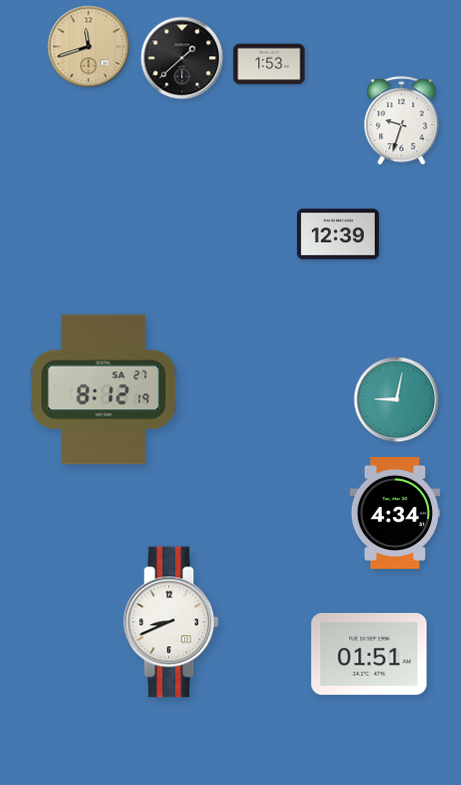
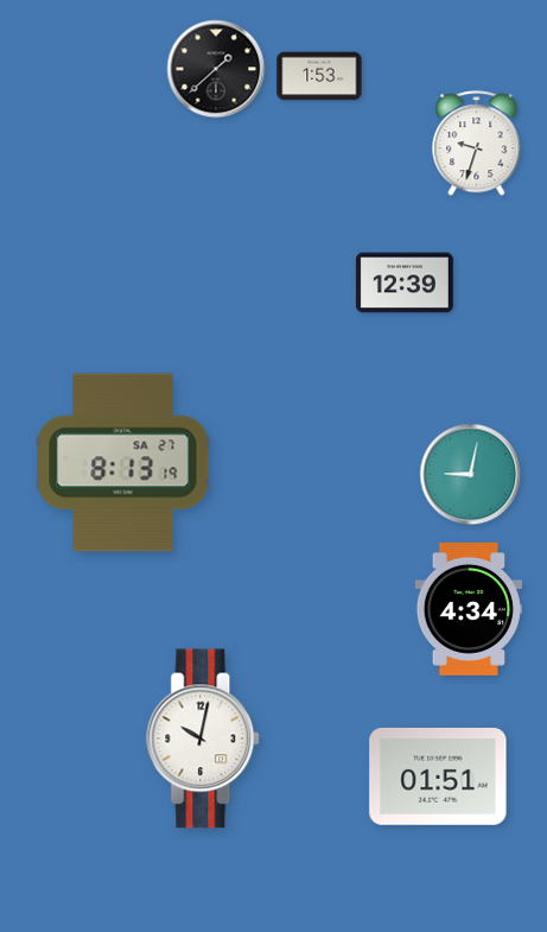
clock at (89, 47): 11:42 -> none
clock at (338, 234) position: (338, 234) -> (405, 283)
clock at (104, 390): 8:12 -> 8:13
clock at (172, 622): 8:41 -> 10:02
